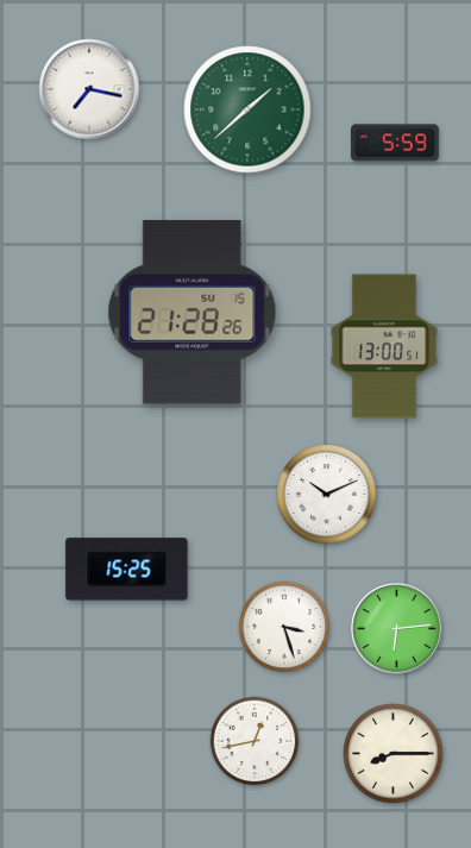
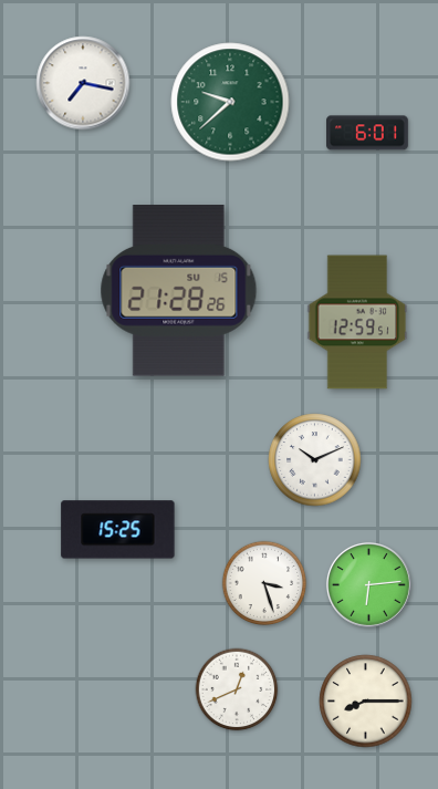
clock at (247, 109): 1:38 -> 9:38
clock at (396, 143): 5:59 -> 6:01
clock at (384, 346): 13:00 -> 12:59
clock at (327, 495) position: (327, 495) -> (315, 460)
clock at (255, 741): 12:43 -> 12:41
